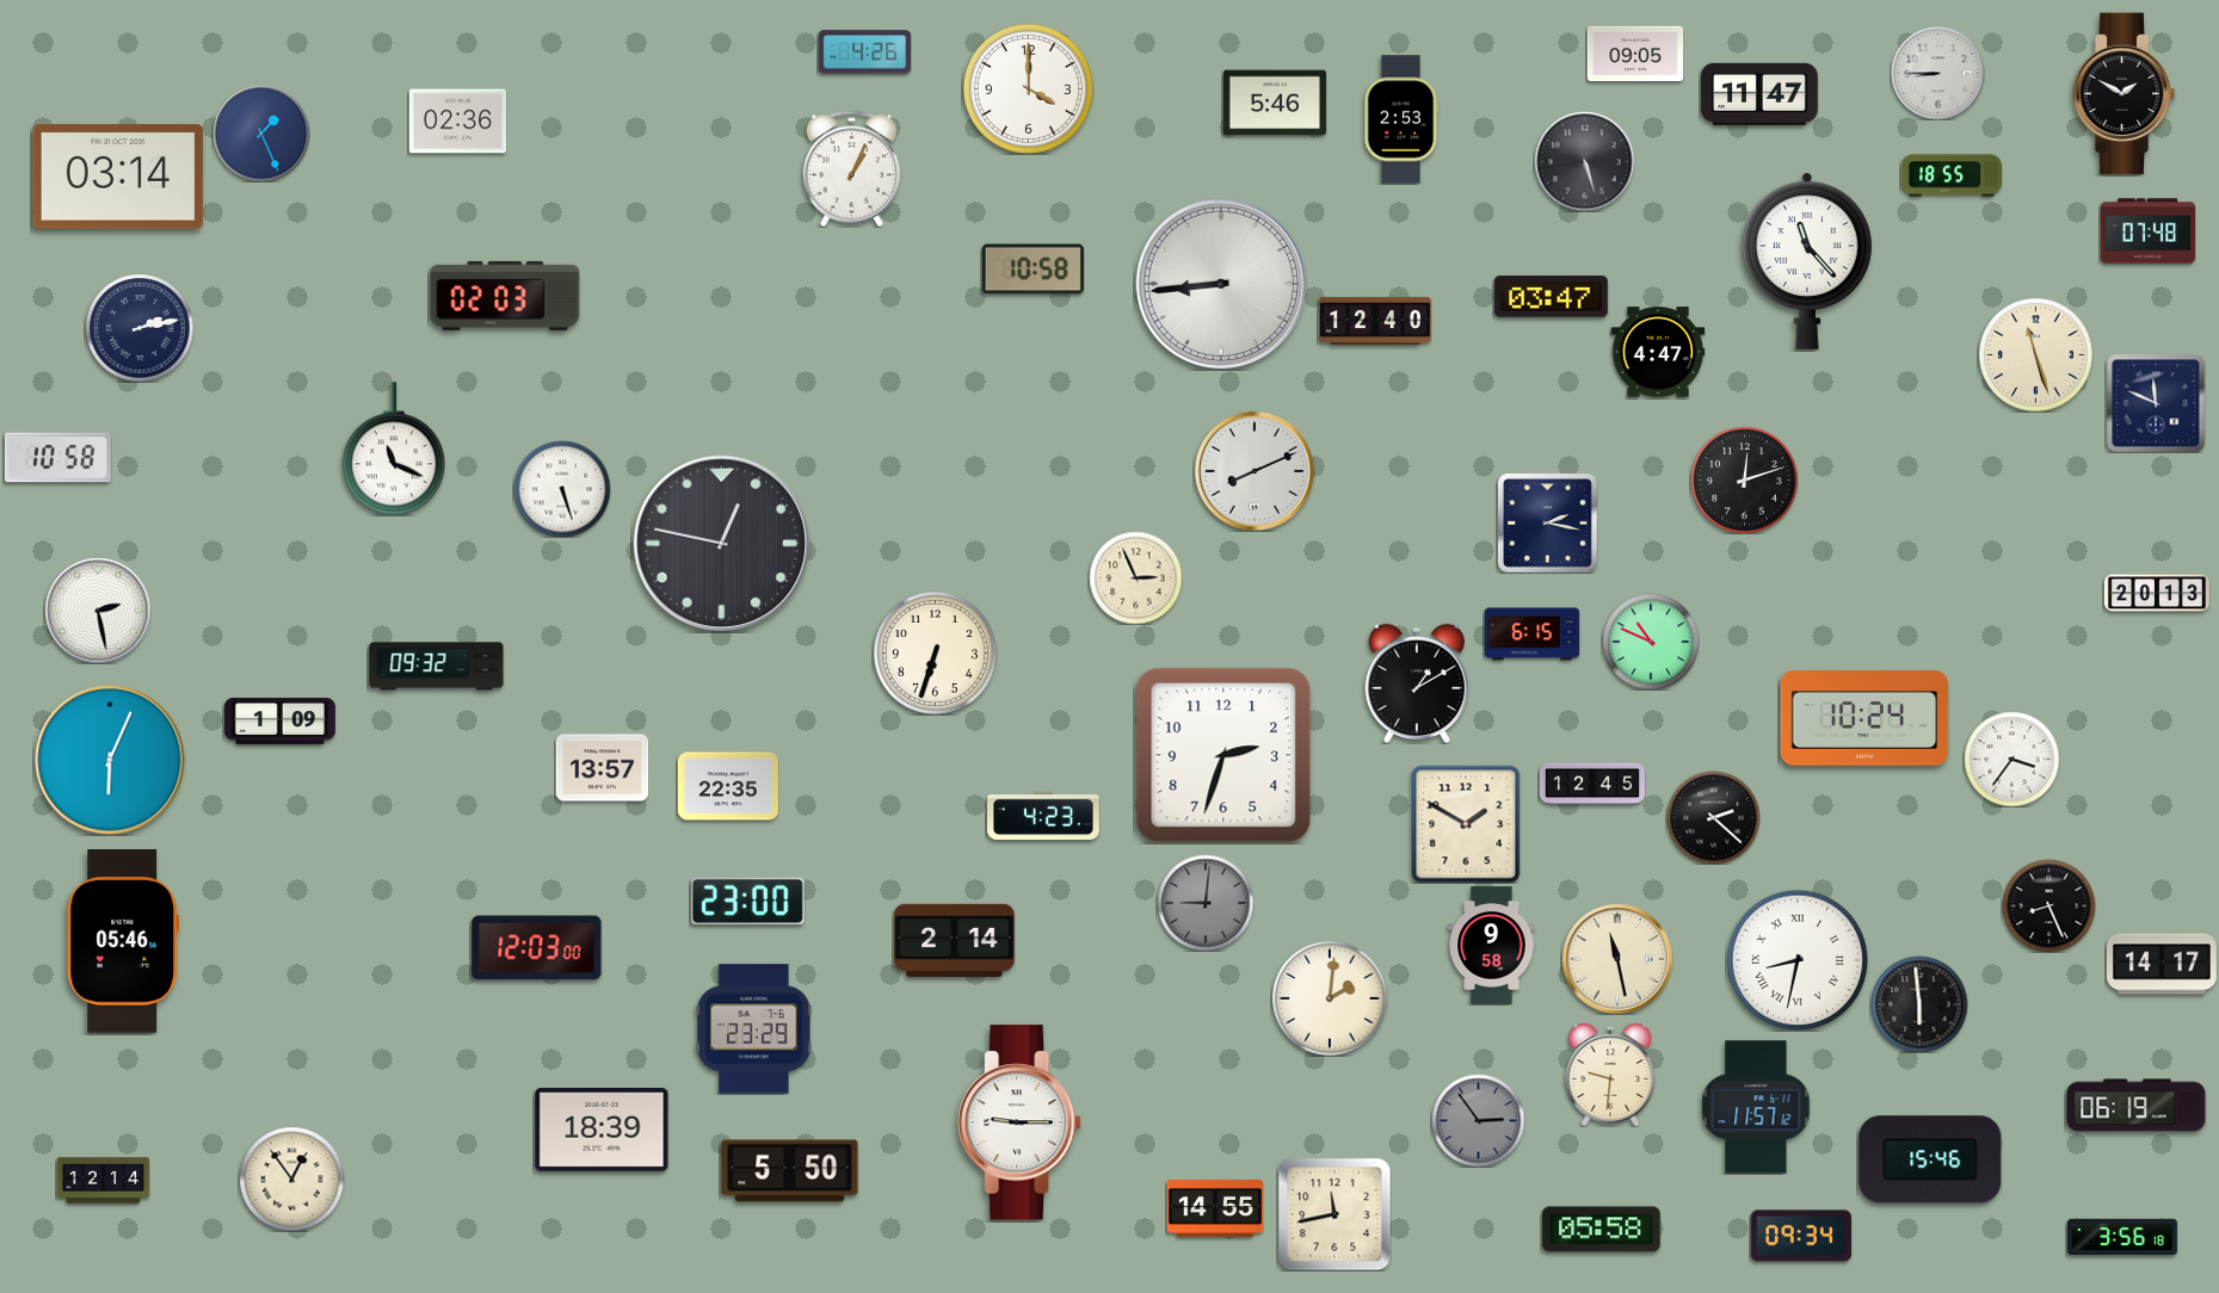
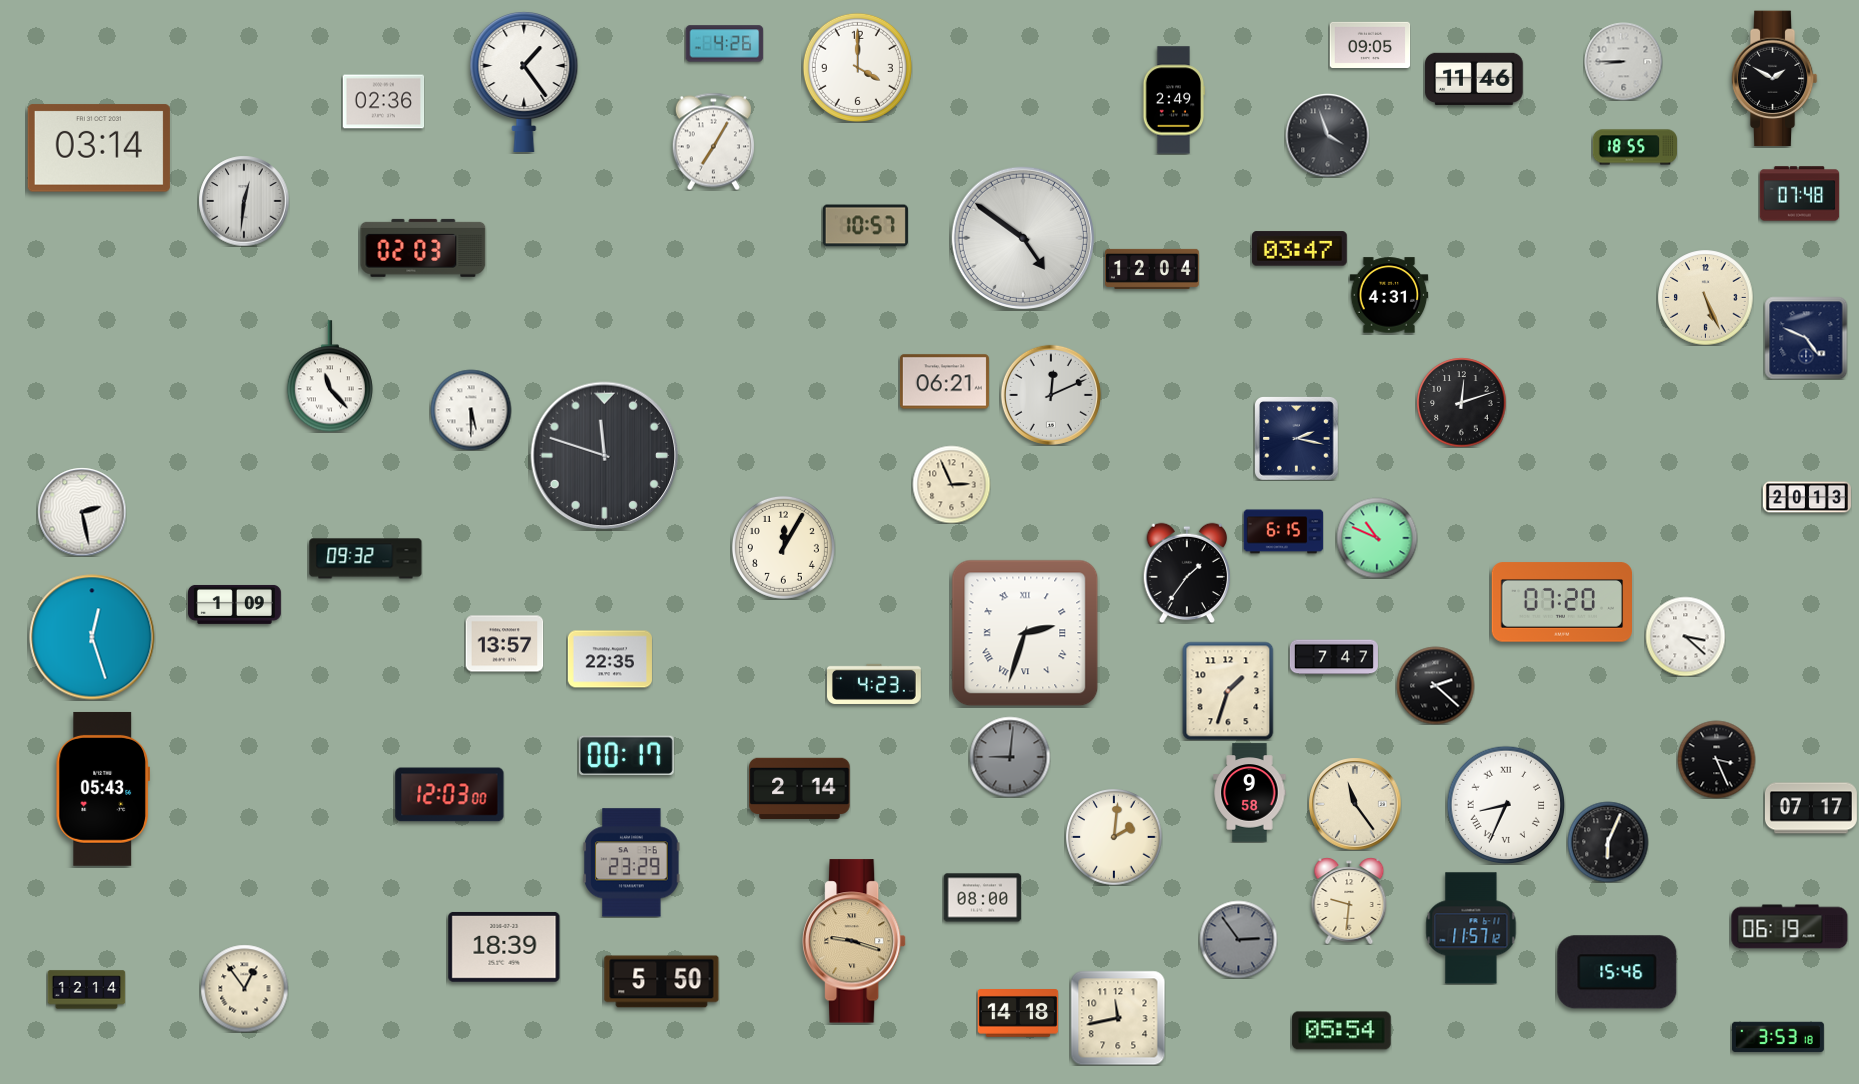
clock at (1028, 88) position: (1028, 88) -> (857, 67)
clock at (1759, 94): 11:47 -> 11:46
clock at (2124, 94) position: (2124, 94) -> (1774, 79)
clock at (524, 82): none -> 1:24
clock at (1275, 103): 5:46 -> none
clock at (1401, 119): 2:53 -> 2:49
clock at (261, 134): 1:26 -> none
clock at (1584, 161): 5:27 -> 3:57
clock at (851, 168): 1:04 -> 7:05
clock at (244, 201): none -> 12:31
clock at (1807, 261): 11:23 -> none
clock at (1033, 270): 10:58 -> 10:57
clock at (1221, 284): 8:44 -> 4:51
clock at (1376, 321): 12:40 -> 12:04
clock at (140, 328): 2:13 -> none
clock at (1658, 352): 4:47 -> 4:31
clock at (2035, 354): 11:27 -> 5:26
clock at (2156, 403): 11:49 -> 4:49
clock at (394, 448): 11:19 -> 11:23
clock at (944, 382): none -> 06:21
clock at (57, 458): 10:58 -> none
clock at (1255, 471): 8:11 -> 12:11
clock at (562, 489): 5:27 -> 5:30
clock at (722, 544): 12:47 -> 11:48
clock at (1651, 642) position: (1651, 642) -> (1377, 538)
clock at (935, 652): 6:33 -> 12:05
clock at (1417, 683): 1:10 -> 1:36
clock at (1863, 718): 10:24 -> 07:20
clock at (1223, 755) numerals: Arabic -> Roman
clock at (2011, 759): 3:36 -> 3:22
clock at (110, 760): 6:04 -> 12:27
clock at (1592, 784): 12:45 -> 7:47
clock at (1466, 824): 1:50 -> 1:33
clock at (747, 901): 23:00 -> 00:17
clock at (2048, 905): 8:26 -> 3:26
clock at (122, 941): 05:46 -> 05:43
clock at (1617, 959): 11:28 -> 11:24
clock at (1798, 960): 8:32 -> 8:34
clock at (2162, 964): 14:17 -> 07:17
clock at (1919, 1004): 5:59 -> 6:04
clock at (982, 898): none -> 08:00
clock at (1019, 1122): 9:15 -> 9:18
clock at (1019, 1122) dial: white -> champagne
clock at (1215, 1210): 14:55 -> 14:18
clock at (1602, 1230): 05:58 -> 05:54
clock at (1801, 1236): 09:34 -> none
clock at (2122, 1237): 3:56 -> 3:53
